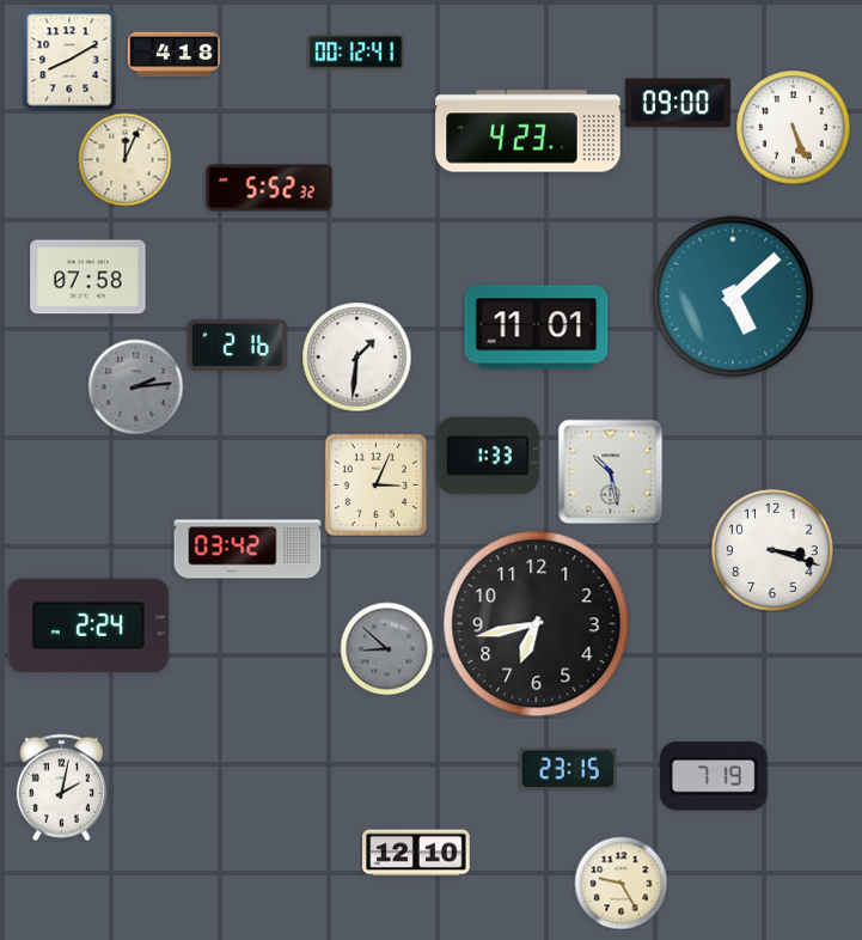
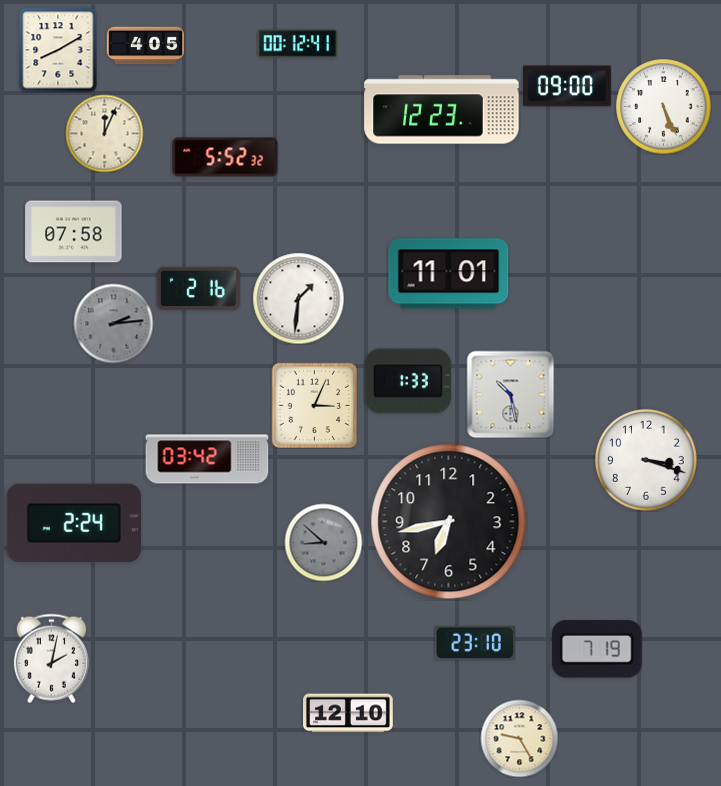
clock at (173, 55): 4:18 -> 4:05
clock at (528, 132): 4:23 -> 12:23
clock at (733, 297): 5:08 -> none
clock at (568, 769): 23:15 -> 23:10
